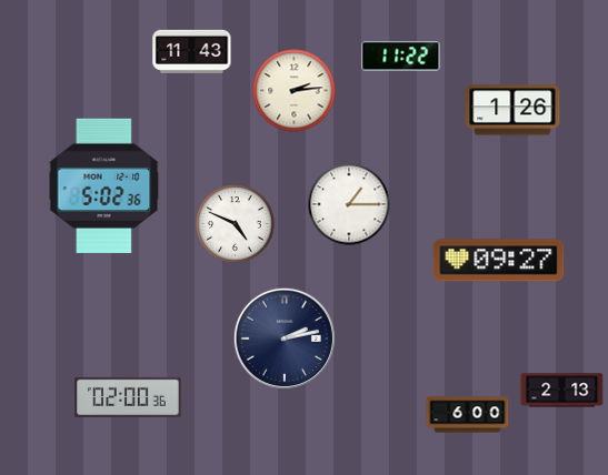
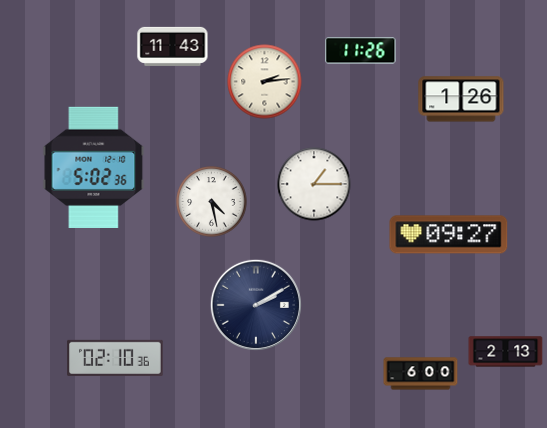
clock at (401, 57): 11:22 -> 11:26
clock at (236, 224): 4:49 -> 4:28
clock at (285, 338): 2:13 -> 2:10
clock at (128, 396): 02:00 -> 02:10
